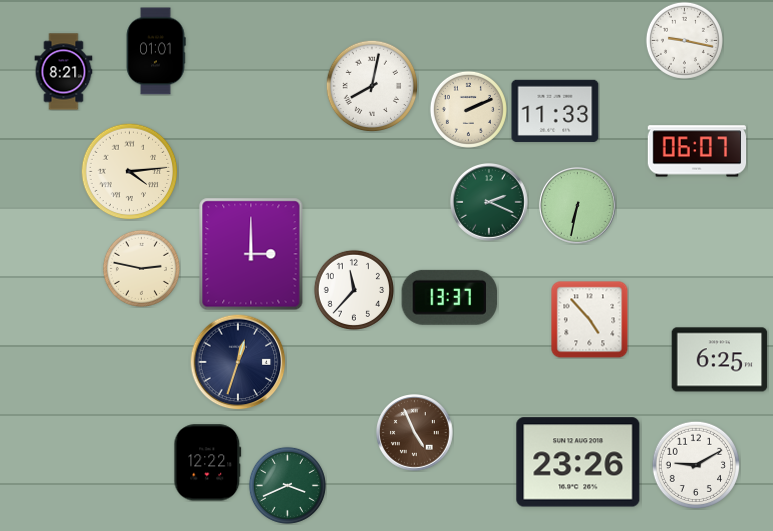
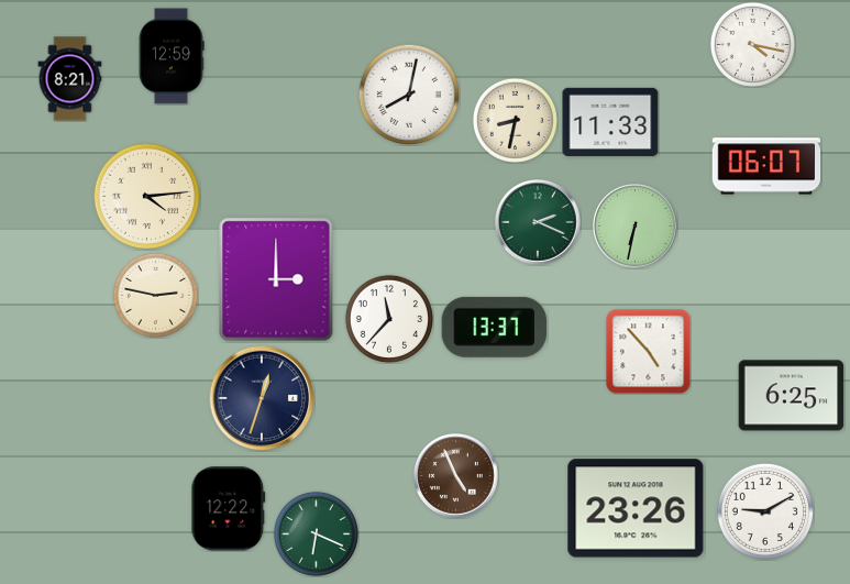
clock at (684, 40): 9:17 -> 4:17
clock at (156, 51): 01:01 -> 12:59
clock at (468, 109): 2:11 -> 8:32
clock at (129, 171) position: (129, 171) -> (146, 196)
clock at (287, 485): 3:41 -> 6:19
